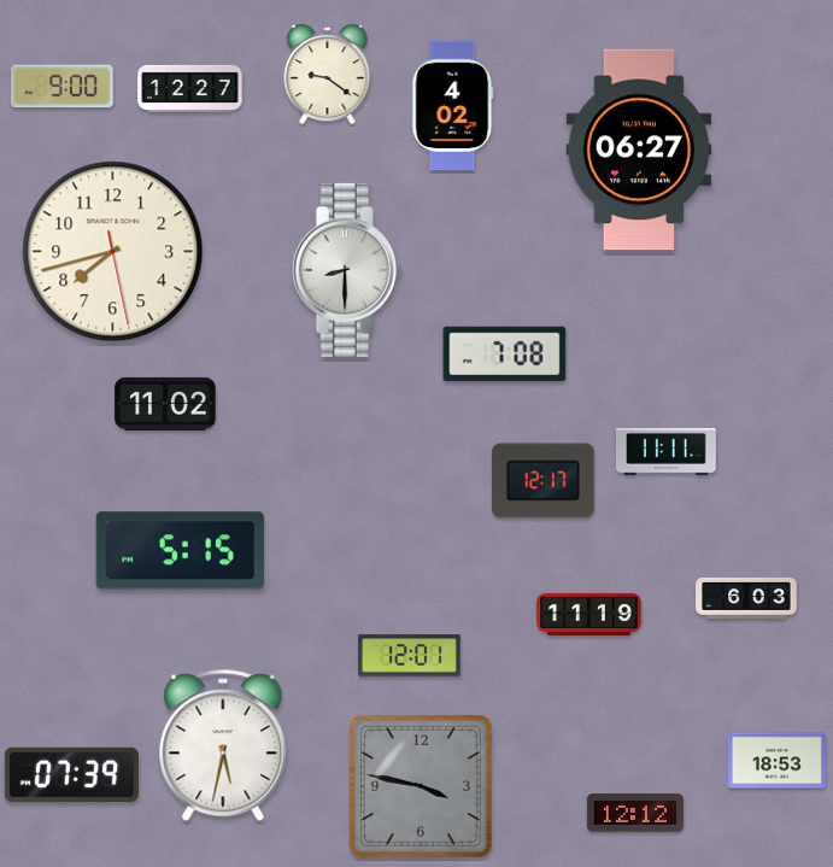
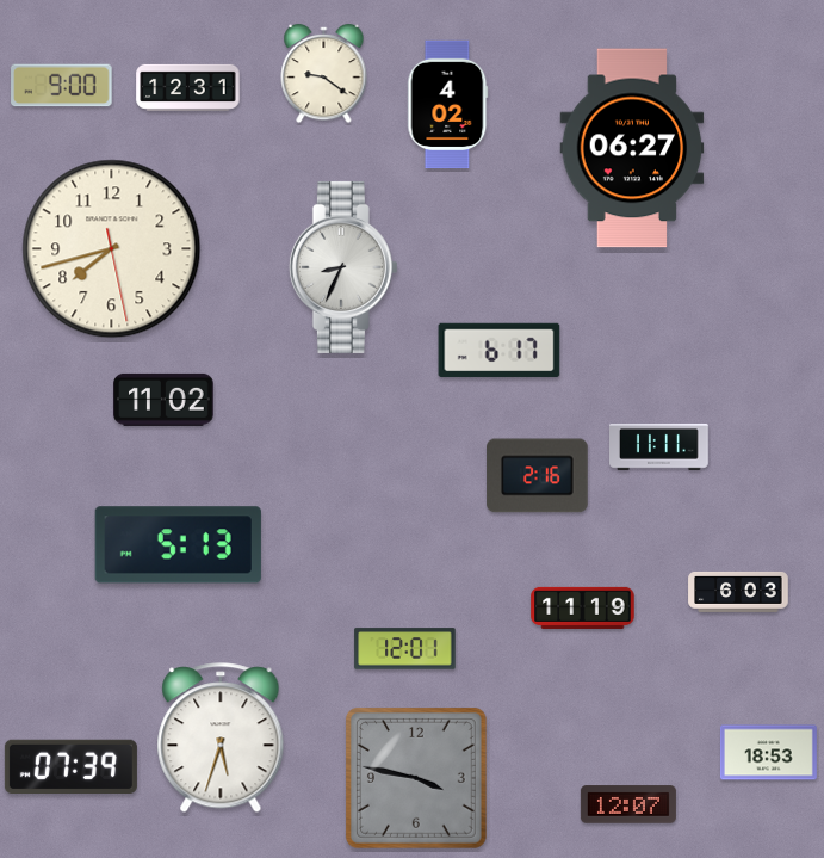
clock at (190, 88): 12:27 -> 12:31
clock at (347, 270): 8:30 -> 8:34
clock at (505, 355): 7:08 -> 6:17
clock at (544, 481): 12:17 -> 2:16
clock at (180, 551): 5:15 -> 5:13
clock at (223, 746): 5:32 -> 5:33
clock at (635, 813): 12:12 -> 12:07
